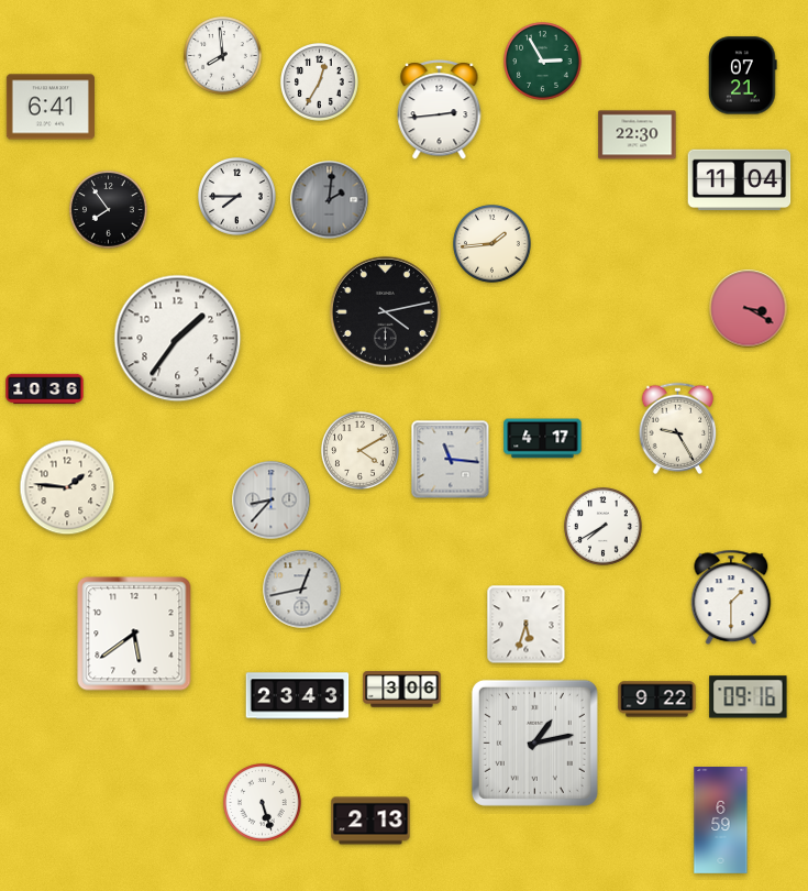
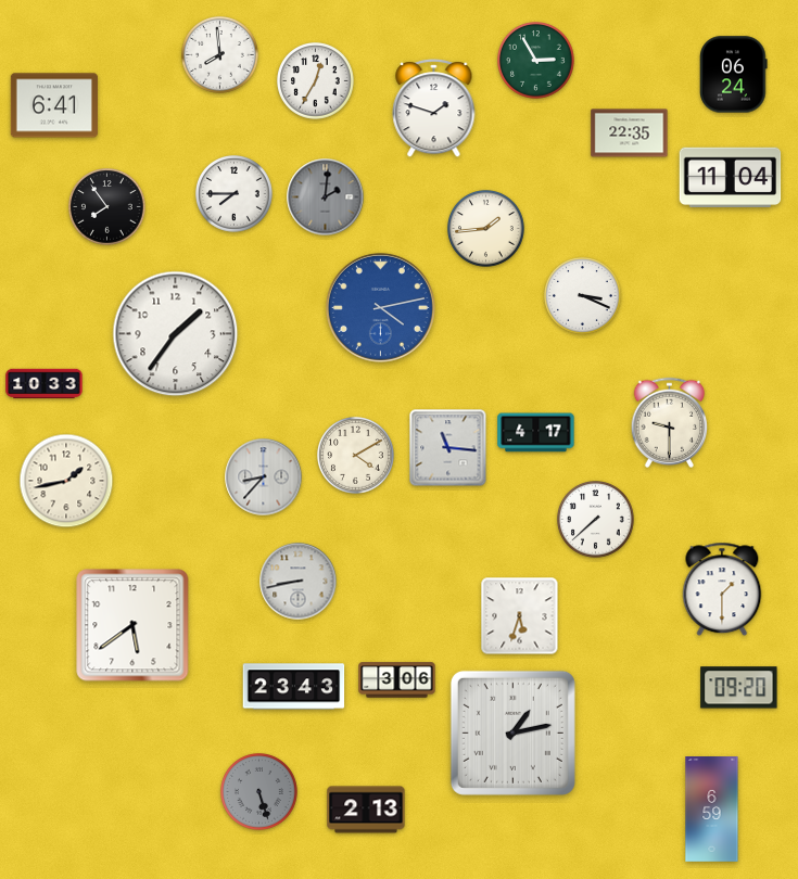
clock at (743, 76): 07:21 -> 06:24
clock at (51, 107) position: (51, 107) -> (54, 105)
clock at (440, 110): 2:44 -> 1:48
clock at (638, 135): 22:30 -> 22:35
clock at (492, 244) position: (492, 244) -> (486, 229)
clock at (583, 296): none -> 3:19
clock at (749, 309): 3:20 -> none
clock at (385, 311) dial: black -> blue
clock at (45, 389): 10:36 -> 10:33
clock at (678, 428): 9:25 -> 9:30
clock at (361, 451) position: (361, 451) -> (356, 456)
clock at (451, 460) position: (451, 460) -> (448, 448)
clock at (67, 487): 1:46 -> 1:43
clock at (272, 501) position: (272, 501) -> (264, 477)
clock at (604, 527): 7:40 -> 7:38
clock at (302, 590): 12:43 -> 8:43
clock at (749, 697): 09:16 -> 09:20
clock at (657, 700): 9:22 -> none
clock at (534, 743) position: (534, 743) -> (512, 732)
clock at (263, 803) dial: white -> grey
